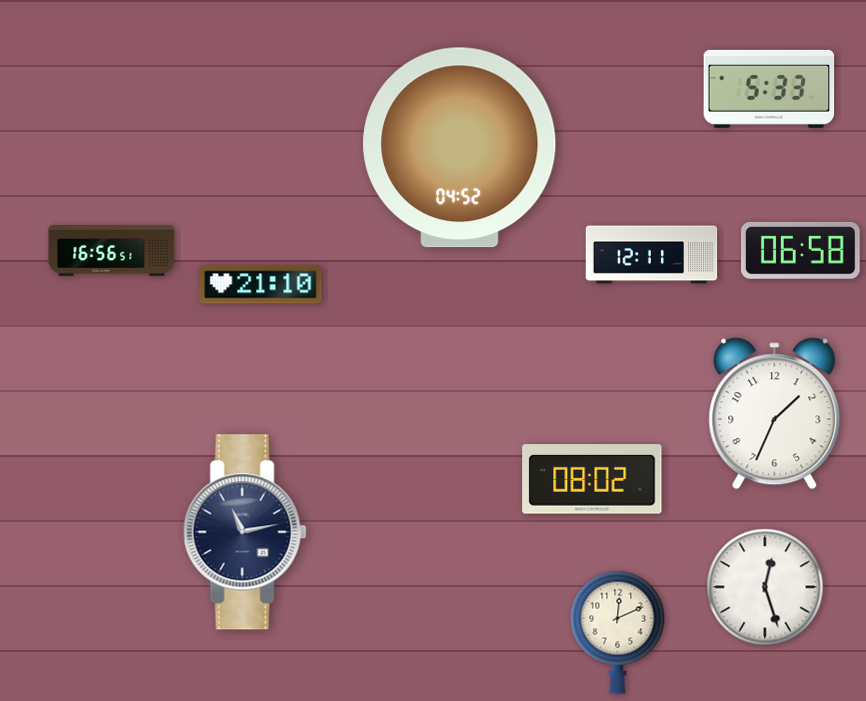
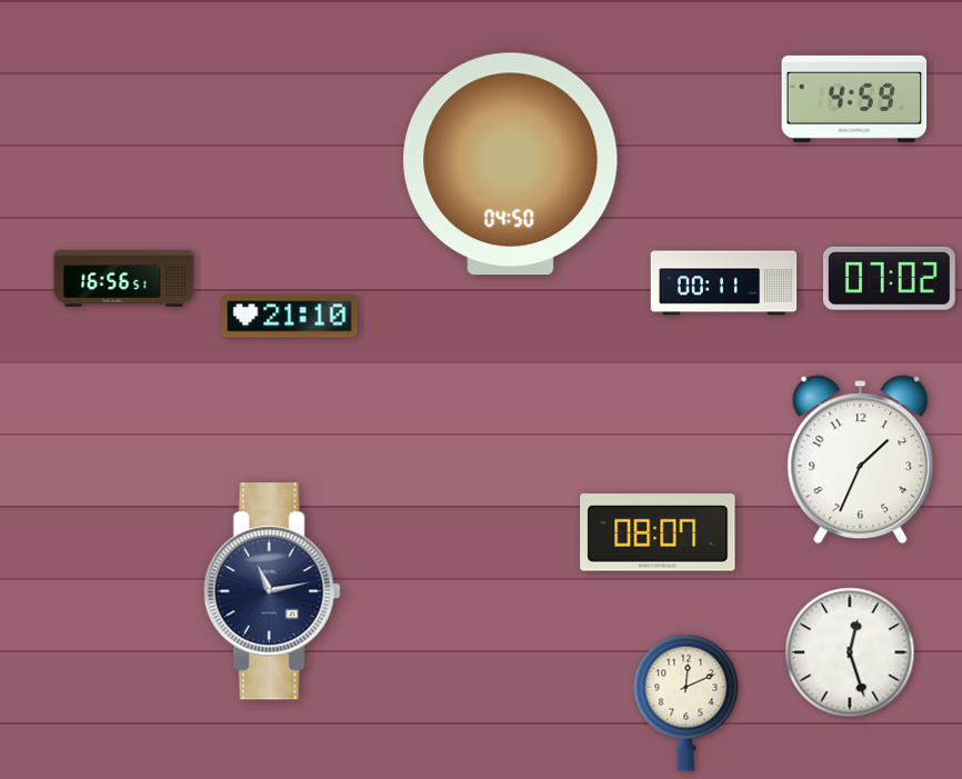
clock at (769, 89): 5:33 -> 4:59
clock at (460, 148): 04:52 -> 04:50
clock at (800, 250): 06:58 -> 07:02
clock at (652, 255): 12:11 -> 00:11
clock at (592, 479): 08:02 -> 08:07
